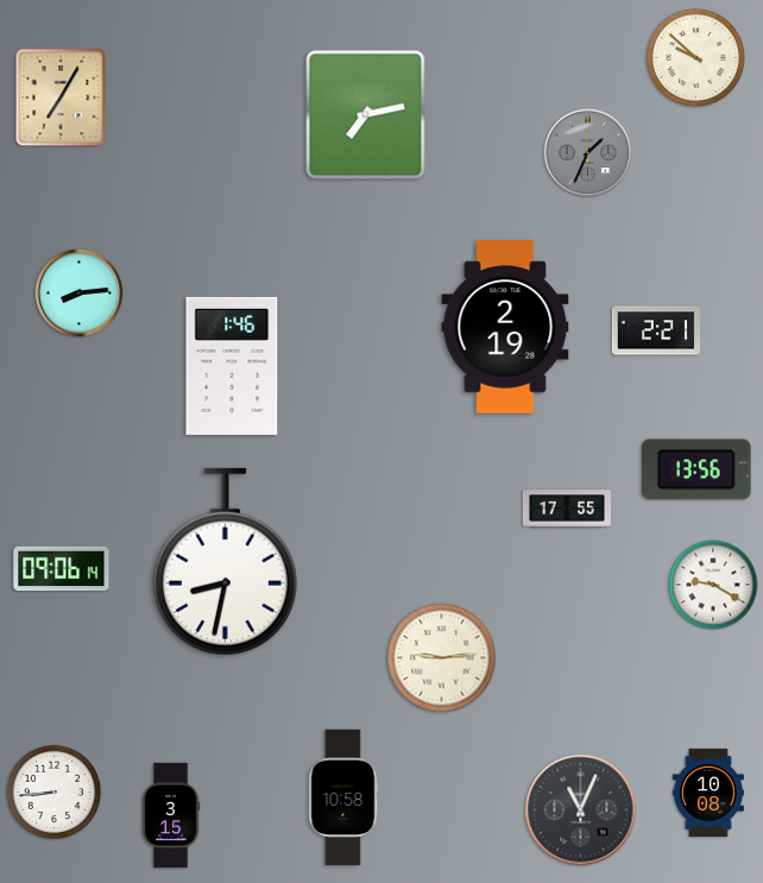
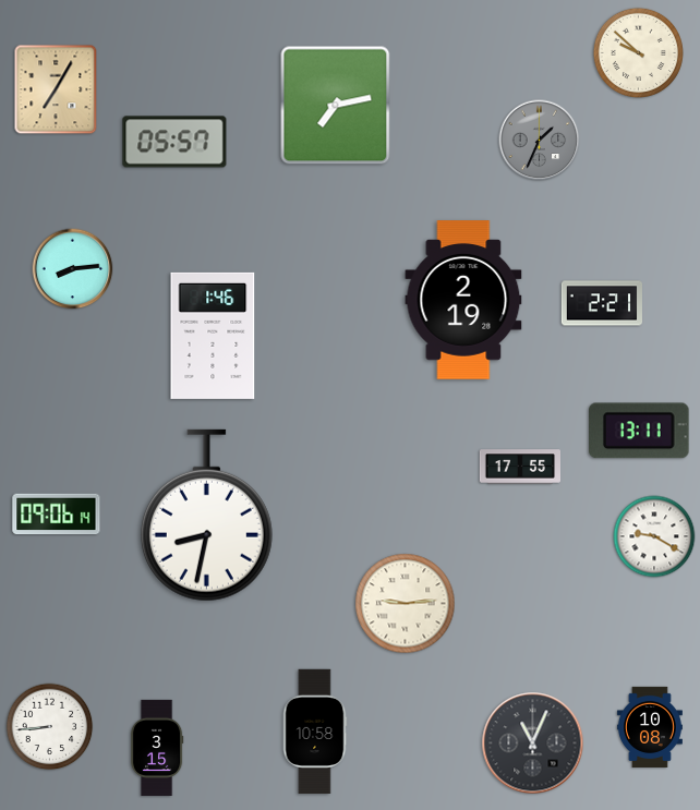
clock at (174, 142): none -> 05:57
clock at (698, 469): 13:56 -> 13:11
clock at (62, 569) position: (62, 569) -> (57, 515)
